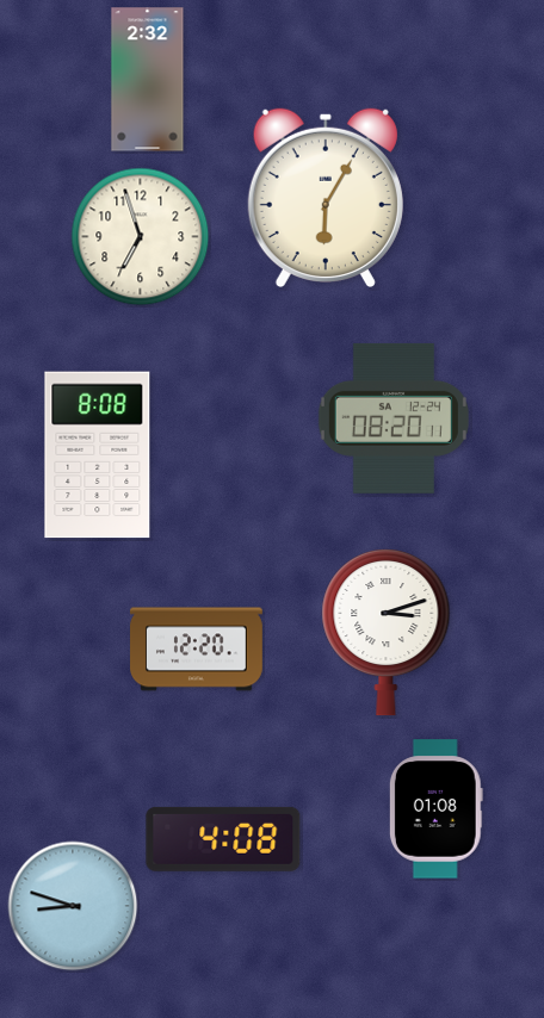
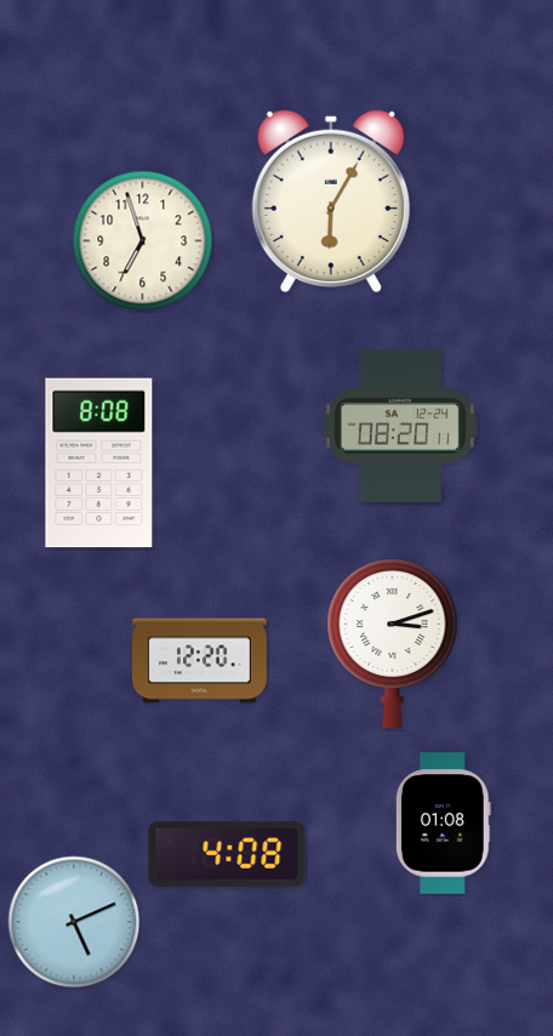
clock at (148, 80): 2:32 -> none
clock at (73, 906): 8:48 -> 5:11
